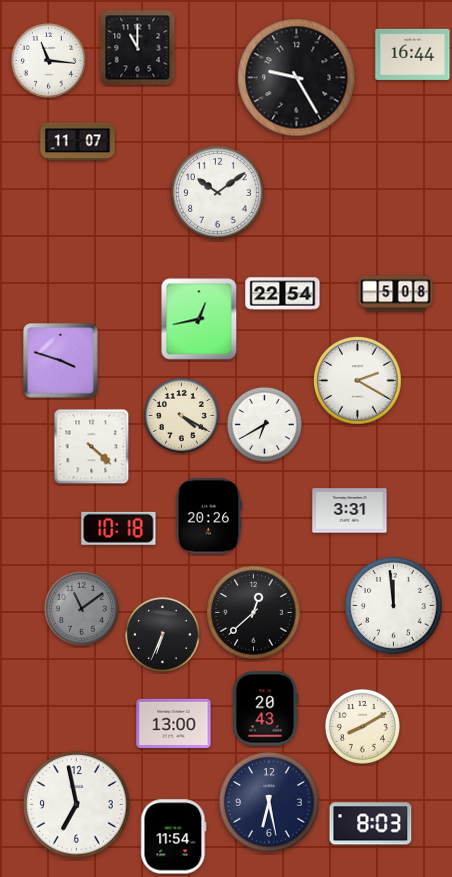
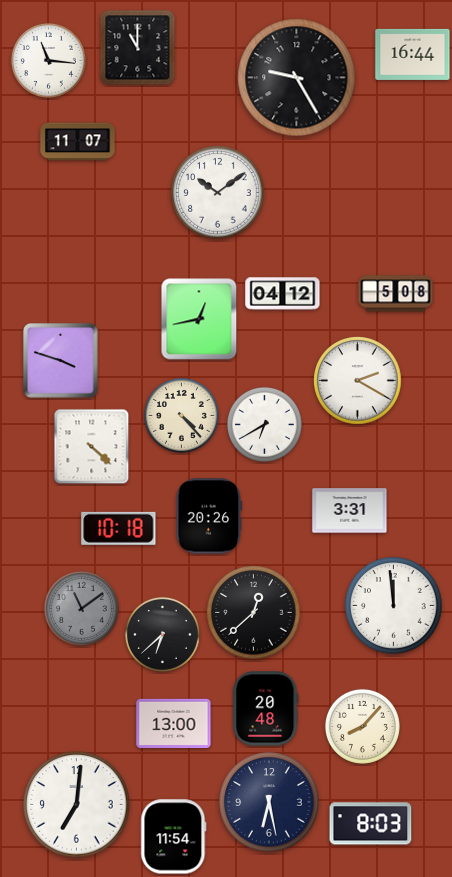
clock at (283, 294): 22:54 -> 04:12
clock at (181, 415): 4:20 -> 4:23
clock at (162, 634): 6:34 -> 6:38
clock at (266, 709): 20:43 -> 20:48
clock at (362, 726): 8:10 -> 8:07
clock at (77, 805): 6:58 -> 7:01
